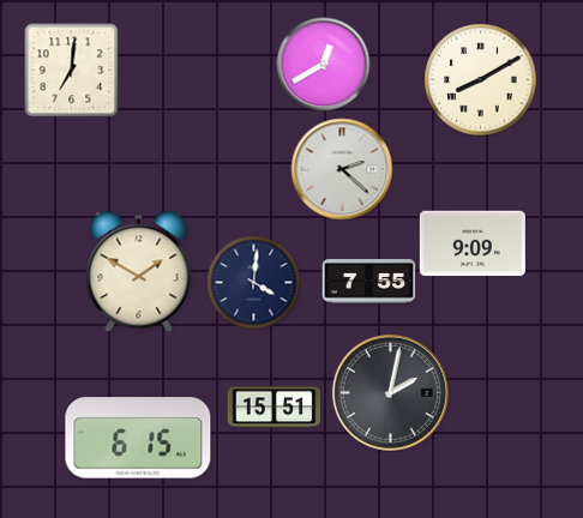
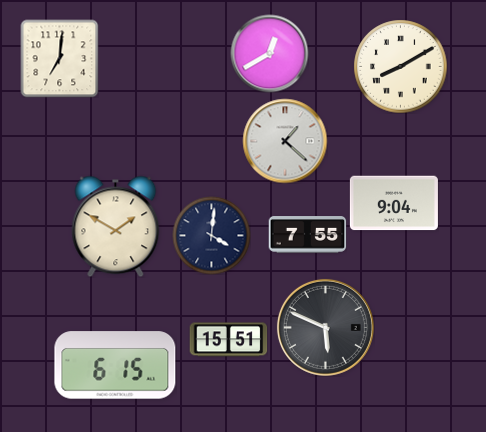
clock at (342, 169): 2:22 -> 1:22
clock at (473, 243): 9:09 -> 9:04
clock at (390, 392): 2:02 -> 5:49
